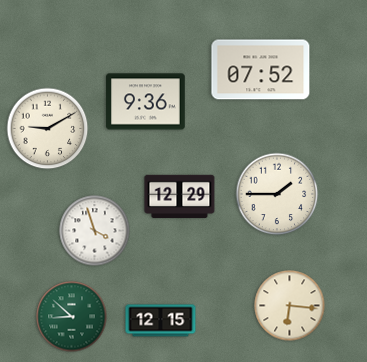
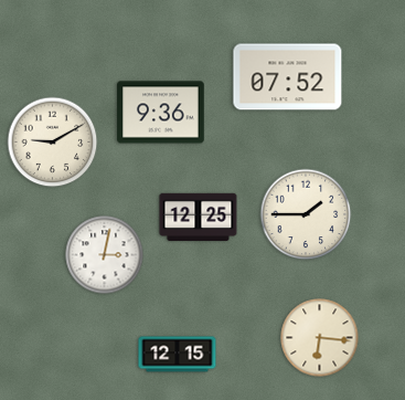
clock at (180, 196): 12:29 -> 12:25
clock at (95, 231): 3:57 -> 3:02
clock at (72, 317): 8:52 -> none
